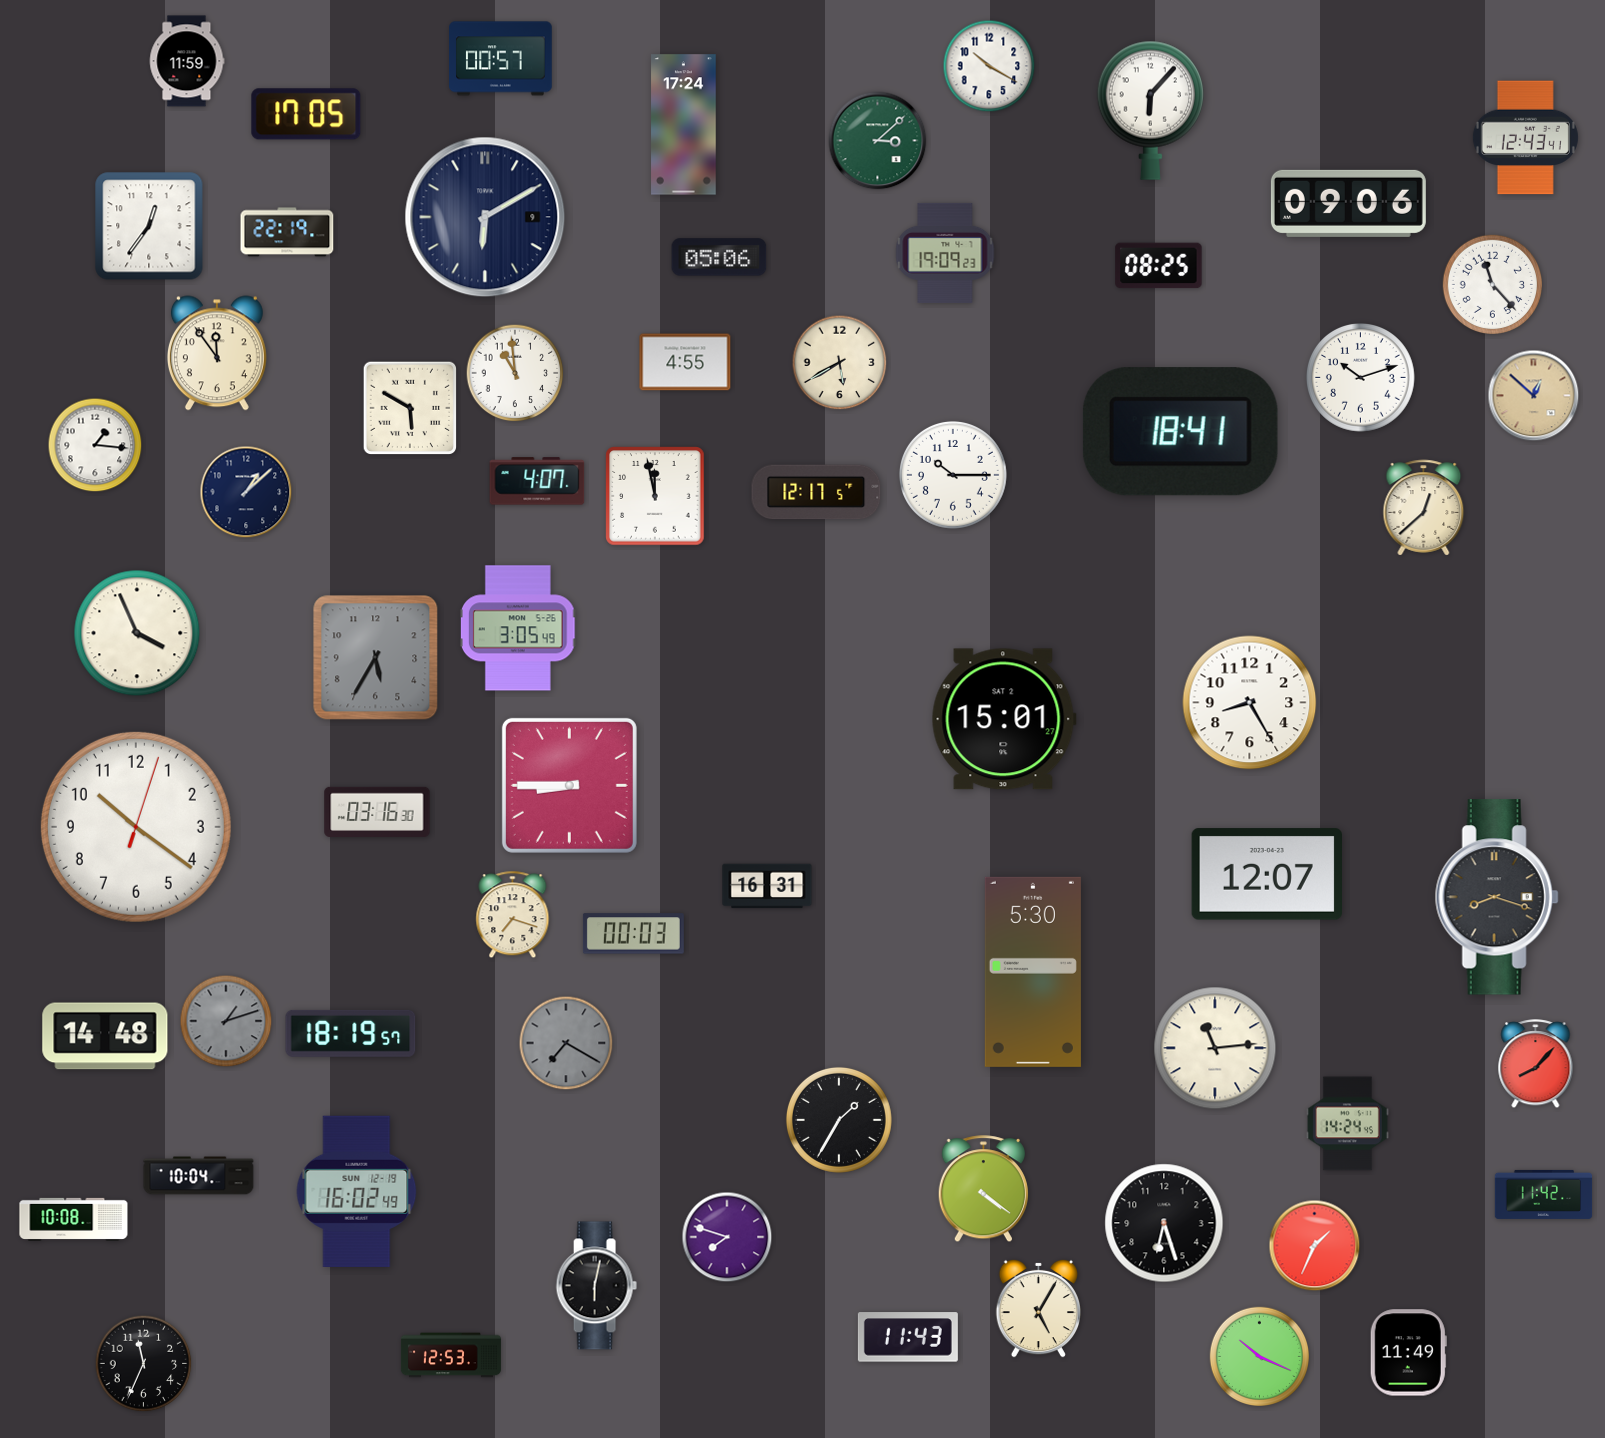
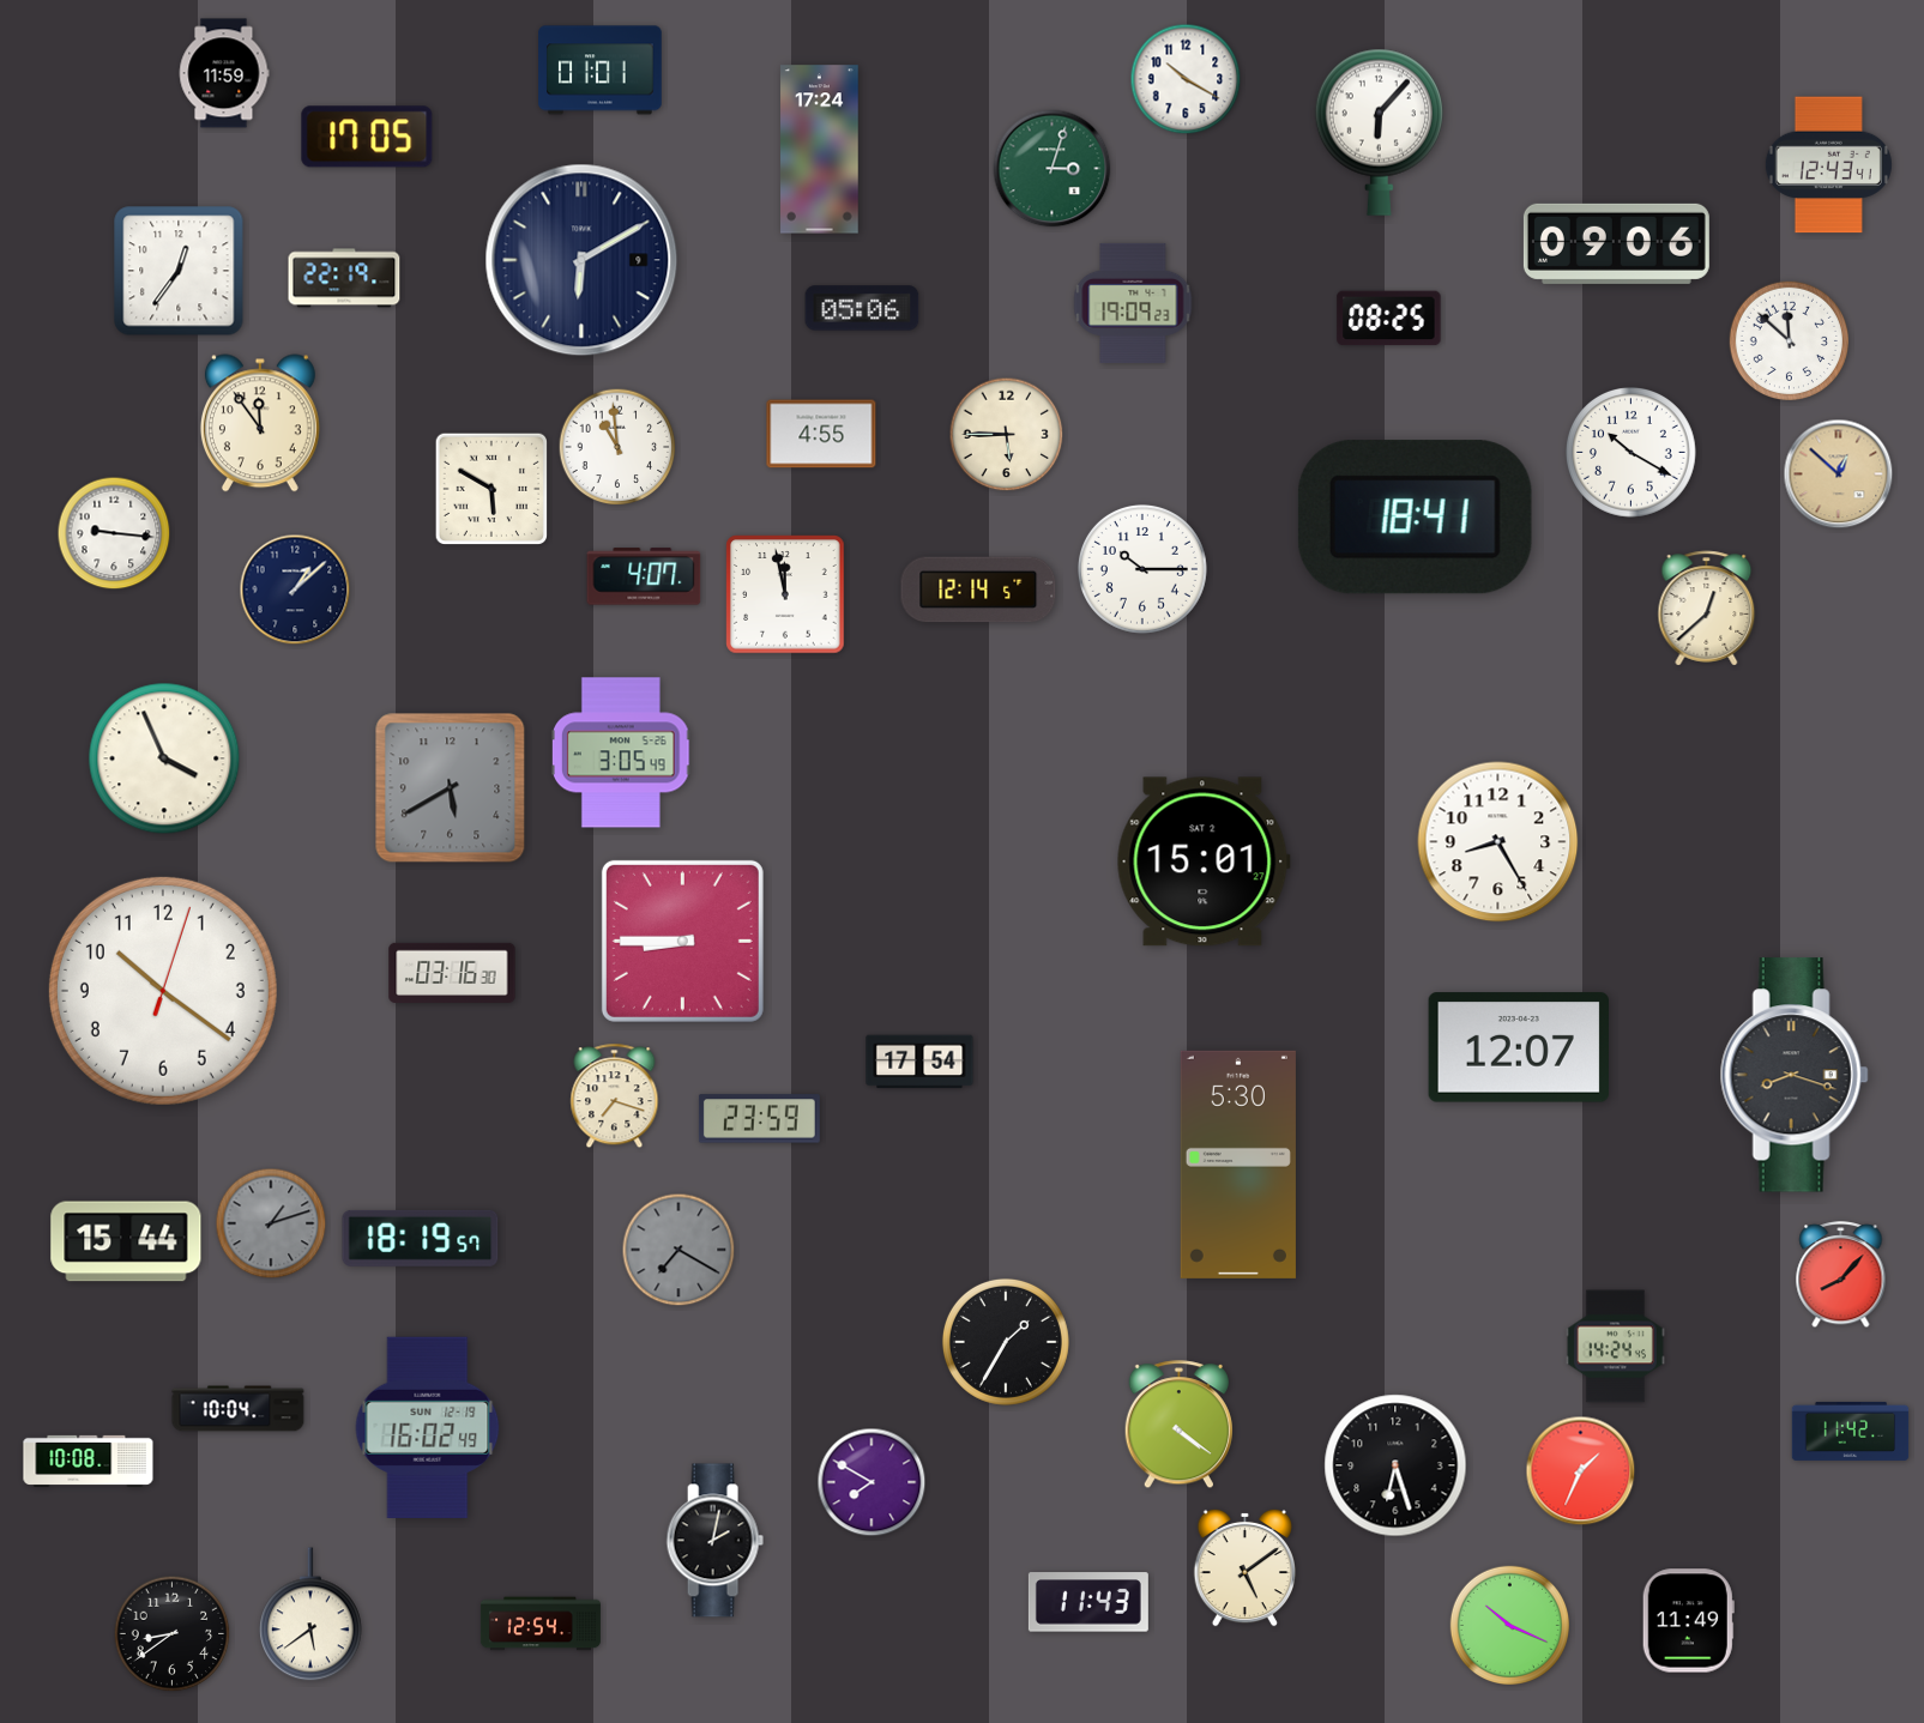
clock at (501, 59): 00:57 -> 01:01
clock at (878, 141): 3:08 -> 3:03
clock at (1492, 284): 11:23 -> 11:52
clock at (840, 363): 5:40 -> 5:45
clock at (1361, 378): 10:12 -> 10:20
clock at (95, 445): 1:16 -> 9:16
clock at (816, 492): 12:17 -> 12:14
clock at (376, 658): 5:35 -> 5:40
clock at (767, 886): 16:31 -> 17:54
clock at (633, 934): 00:03 -> 23:59
clock at (105, 1036): 14:48 -> 15:44
clock at (1215, 1048): 11:14 -> none
clock at (727, 1237): 7:48 -> 7:50
clock at (1315, 1246) position: (1315, 1246) -> (1581, 1471)
clock at (596, 1286): 6:02 -> 2:02
clock at (1038, 1308): 5:05 -> 5:09
clock at (312, 1615): none -> 5:39
clock at (451, 1355): 12:53 -> 12:54
clock at (144, 1364): 11:34 -> 8:39
